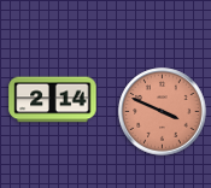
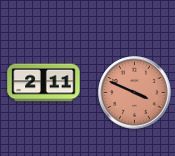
clock at (53, 100): 2:14 -> 2:11
